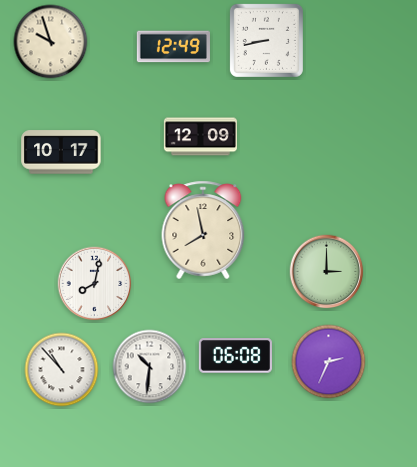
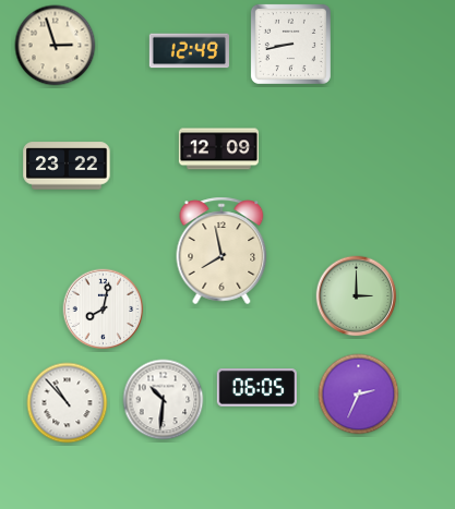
clock at (51, 42): 9:57 -> 2:57
clock at (61, 152): 10:17 -> 23:22
clock at (235, 356): 06:08 -> 06:05
